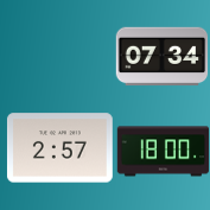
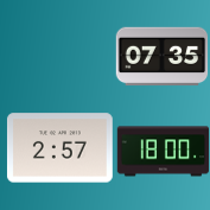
clock at (161, 57): 07:34 -> 07:35
